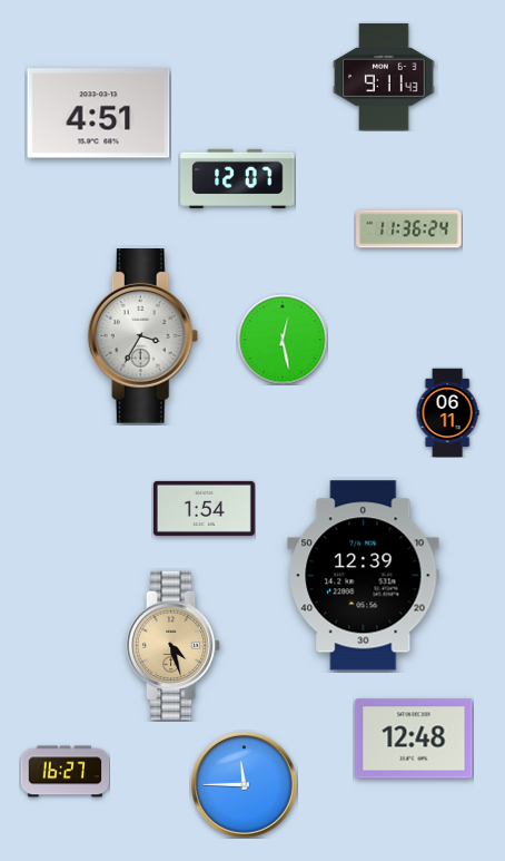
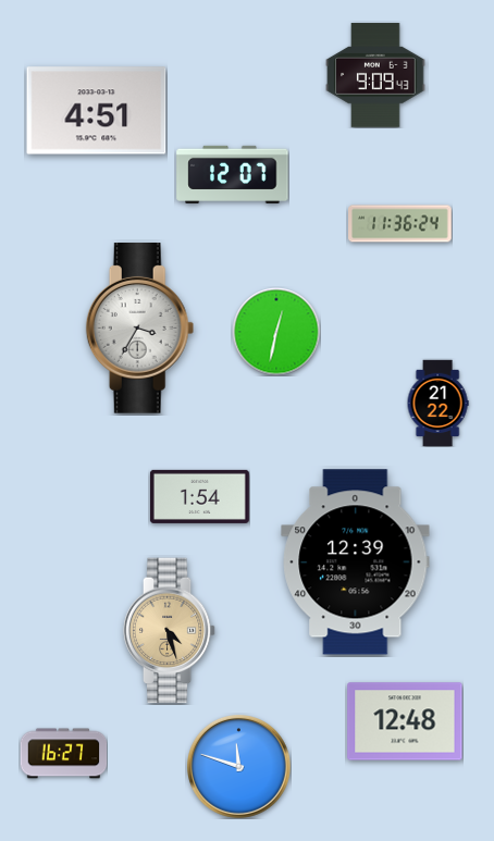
clock at (384, 77): 9:11 -> 9:09
clock at (283, 340): 12:28 -> 12:32
clock at (447, 412): 06:11 -> 21:22
clock at (245, 785): 11:45 -> 11:48
